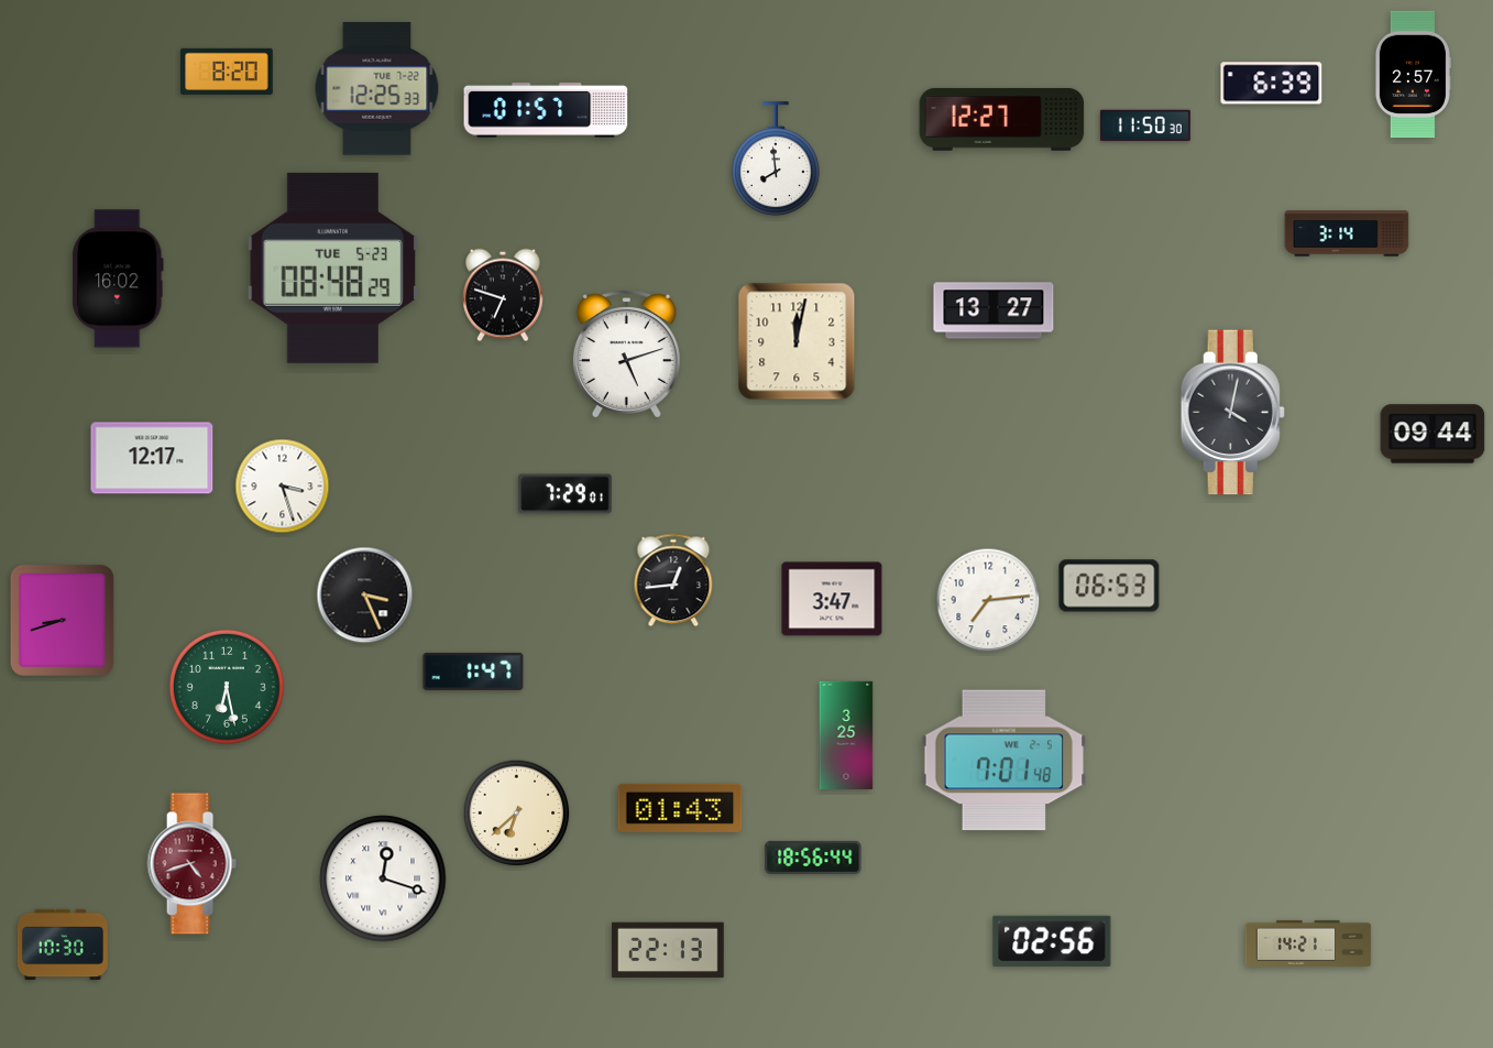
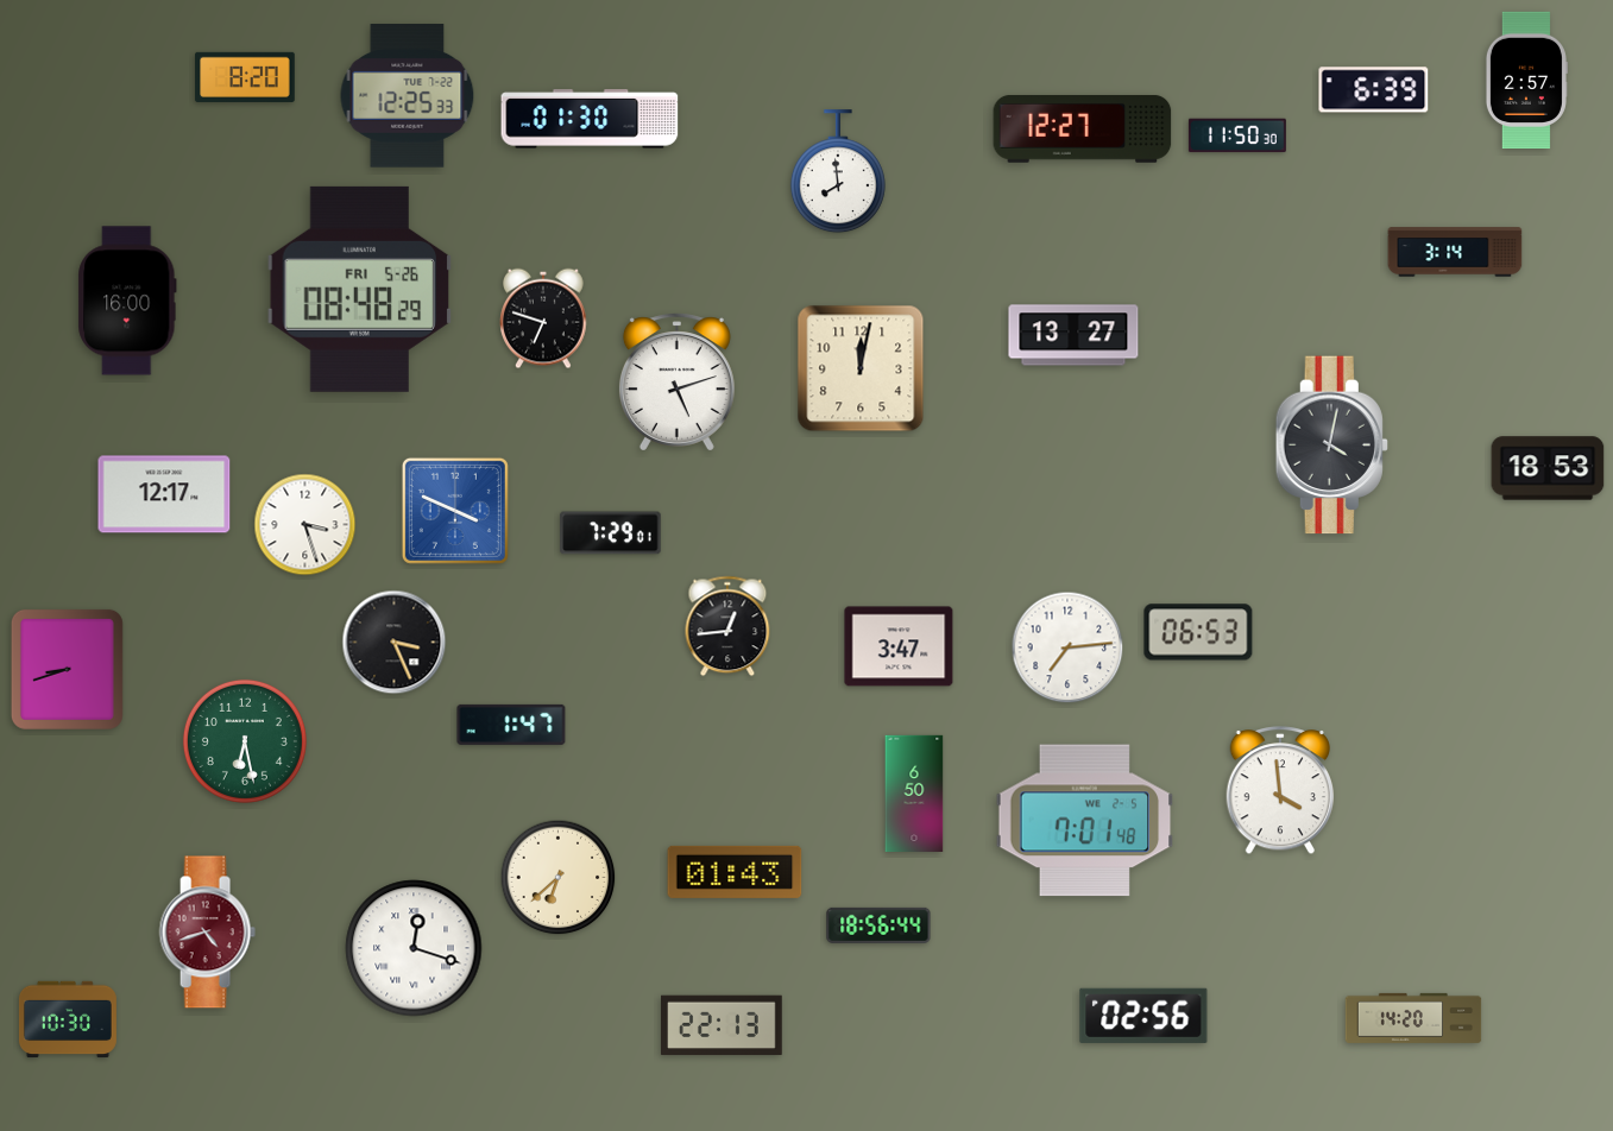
clock at (546, 110): 01:57 -> 01:30
clock at (333, 268) date: TUE 5-23 -> FRI 5-26
clock at (118, 279): 16:02 -> 16:00
clock at (1432, 434): 09:44 -> 18:53
clock at (455, 511): none -> 3:49
clock at (1280, 791): none -> 3:59
clock at (846, 734): 3:25 -> 6:50
clock at (1052, 941) position: (1052, 941) -> (1143, 1016)
clock at (1308, 943): 14:21 -> 14:20
